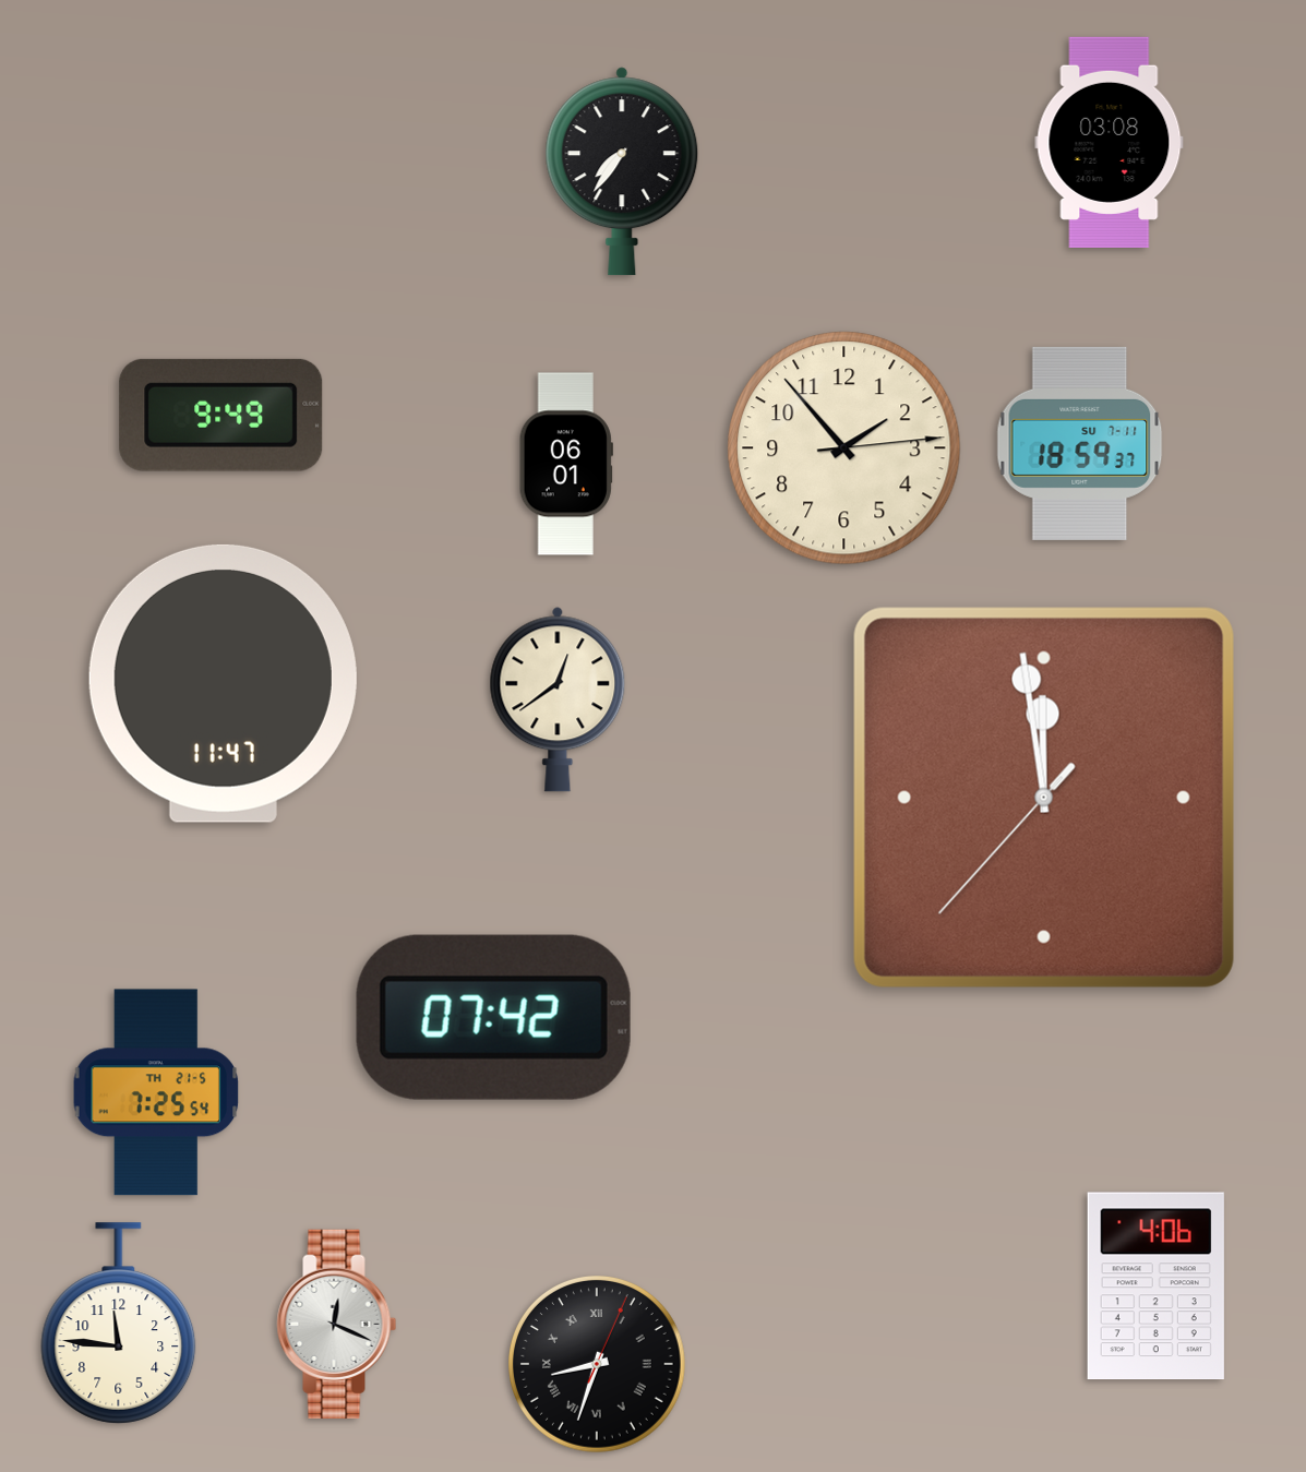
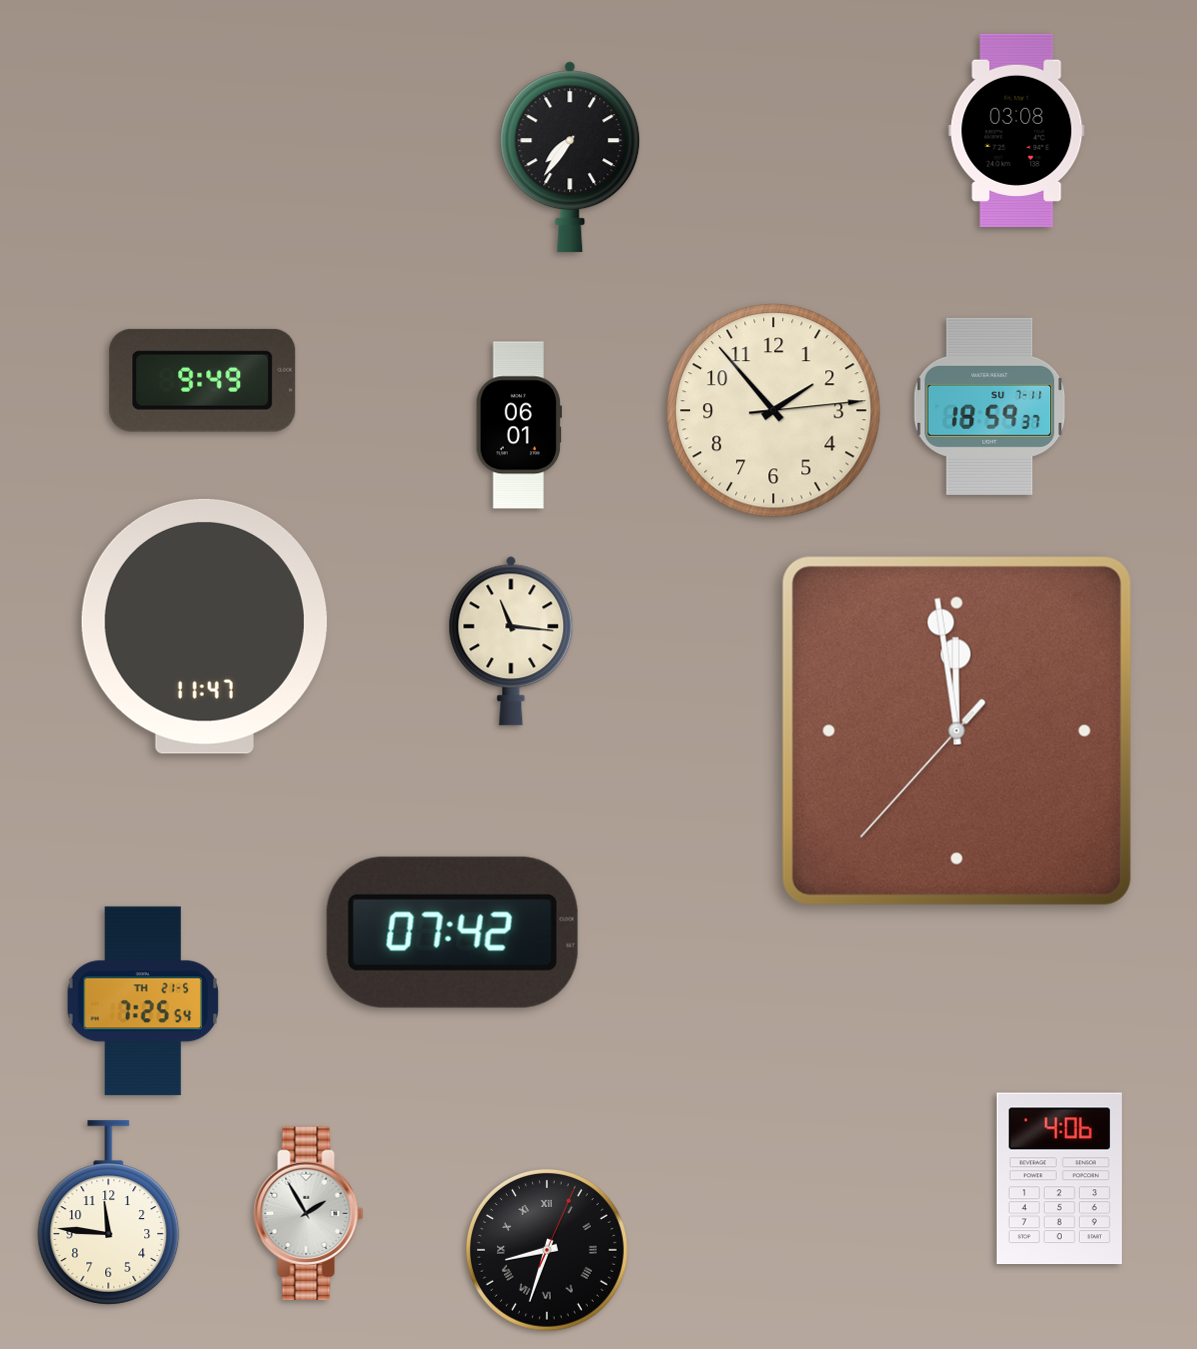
clock at (558, 699): 12:39 -> 11:16
clock at (337, 1324): 12:19 -> 1:55
